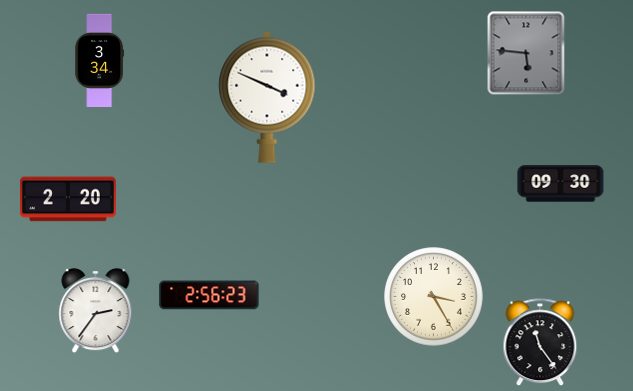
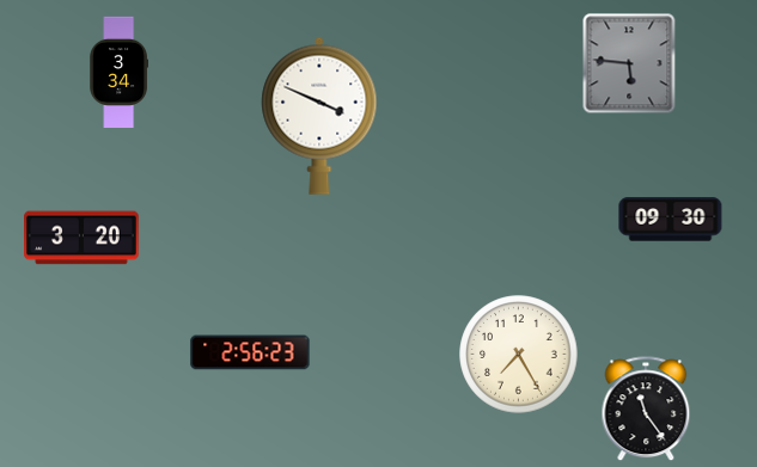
clock at (69, 199): 2:20 -> 3:20
clock at (434, 297): 3:25 -> 7:25
clock at (96, 311): 2:36 -> none
